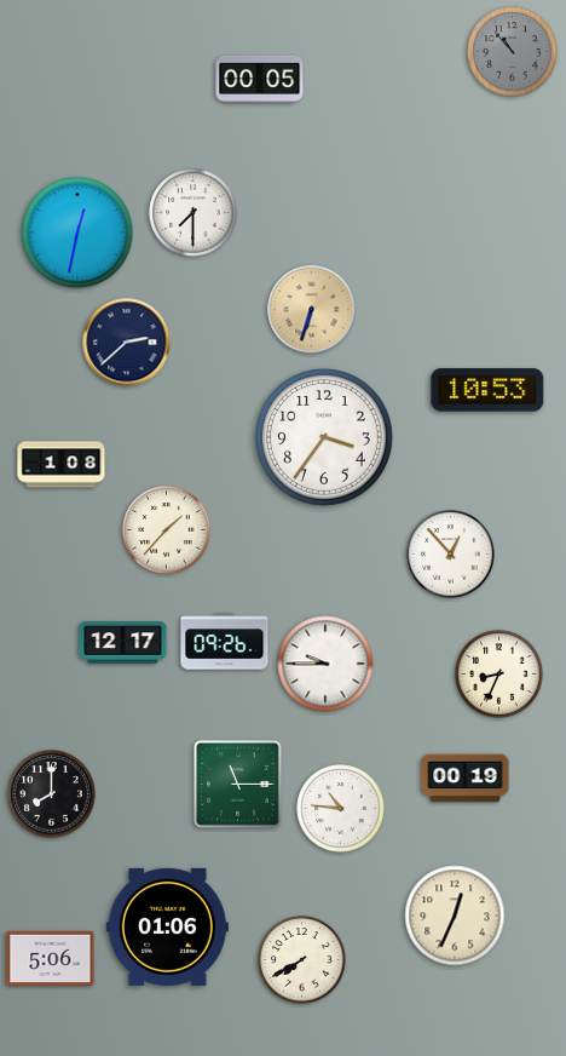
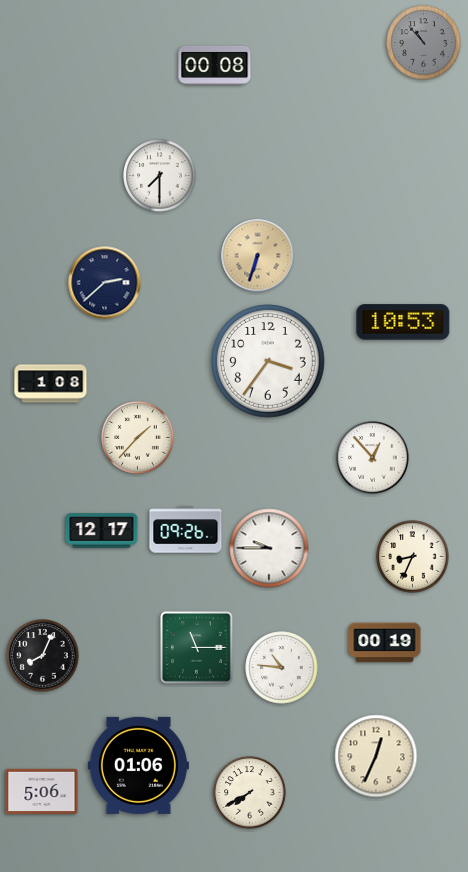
clock at (260, 79): 00:05 -> 00:08
clock at (77, 233): 12:32 -> none
clock at (52, 794): 8:00 -> 8:04
